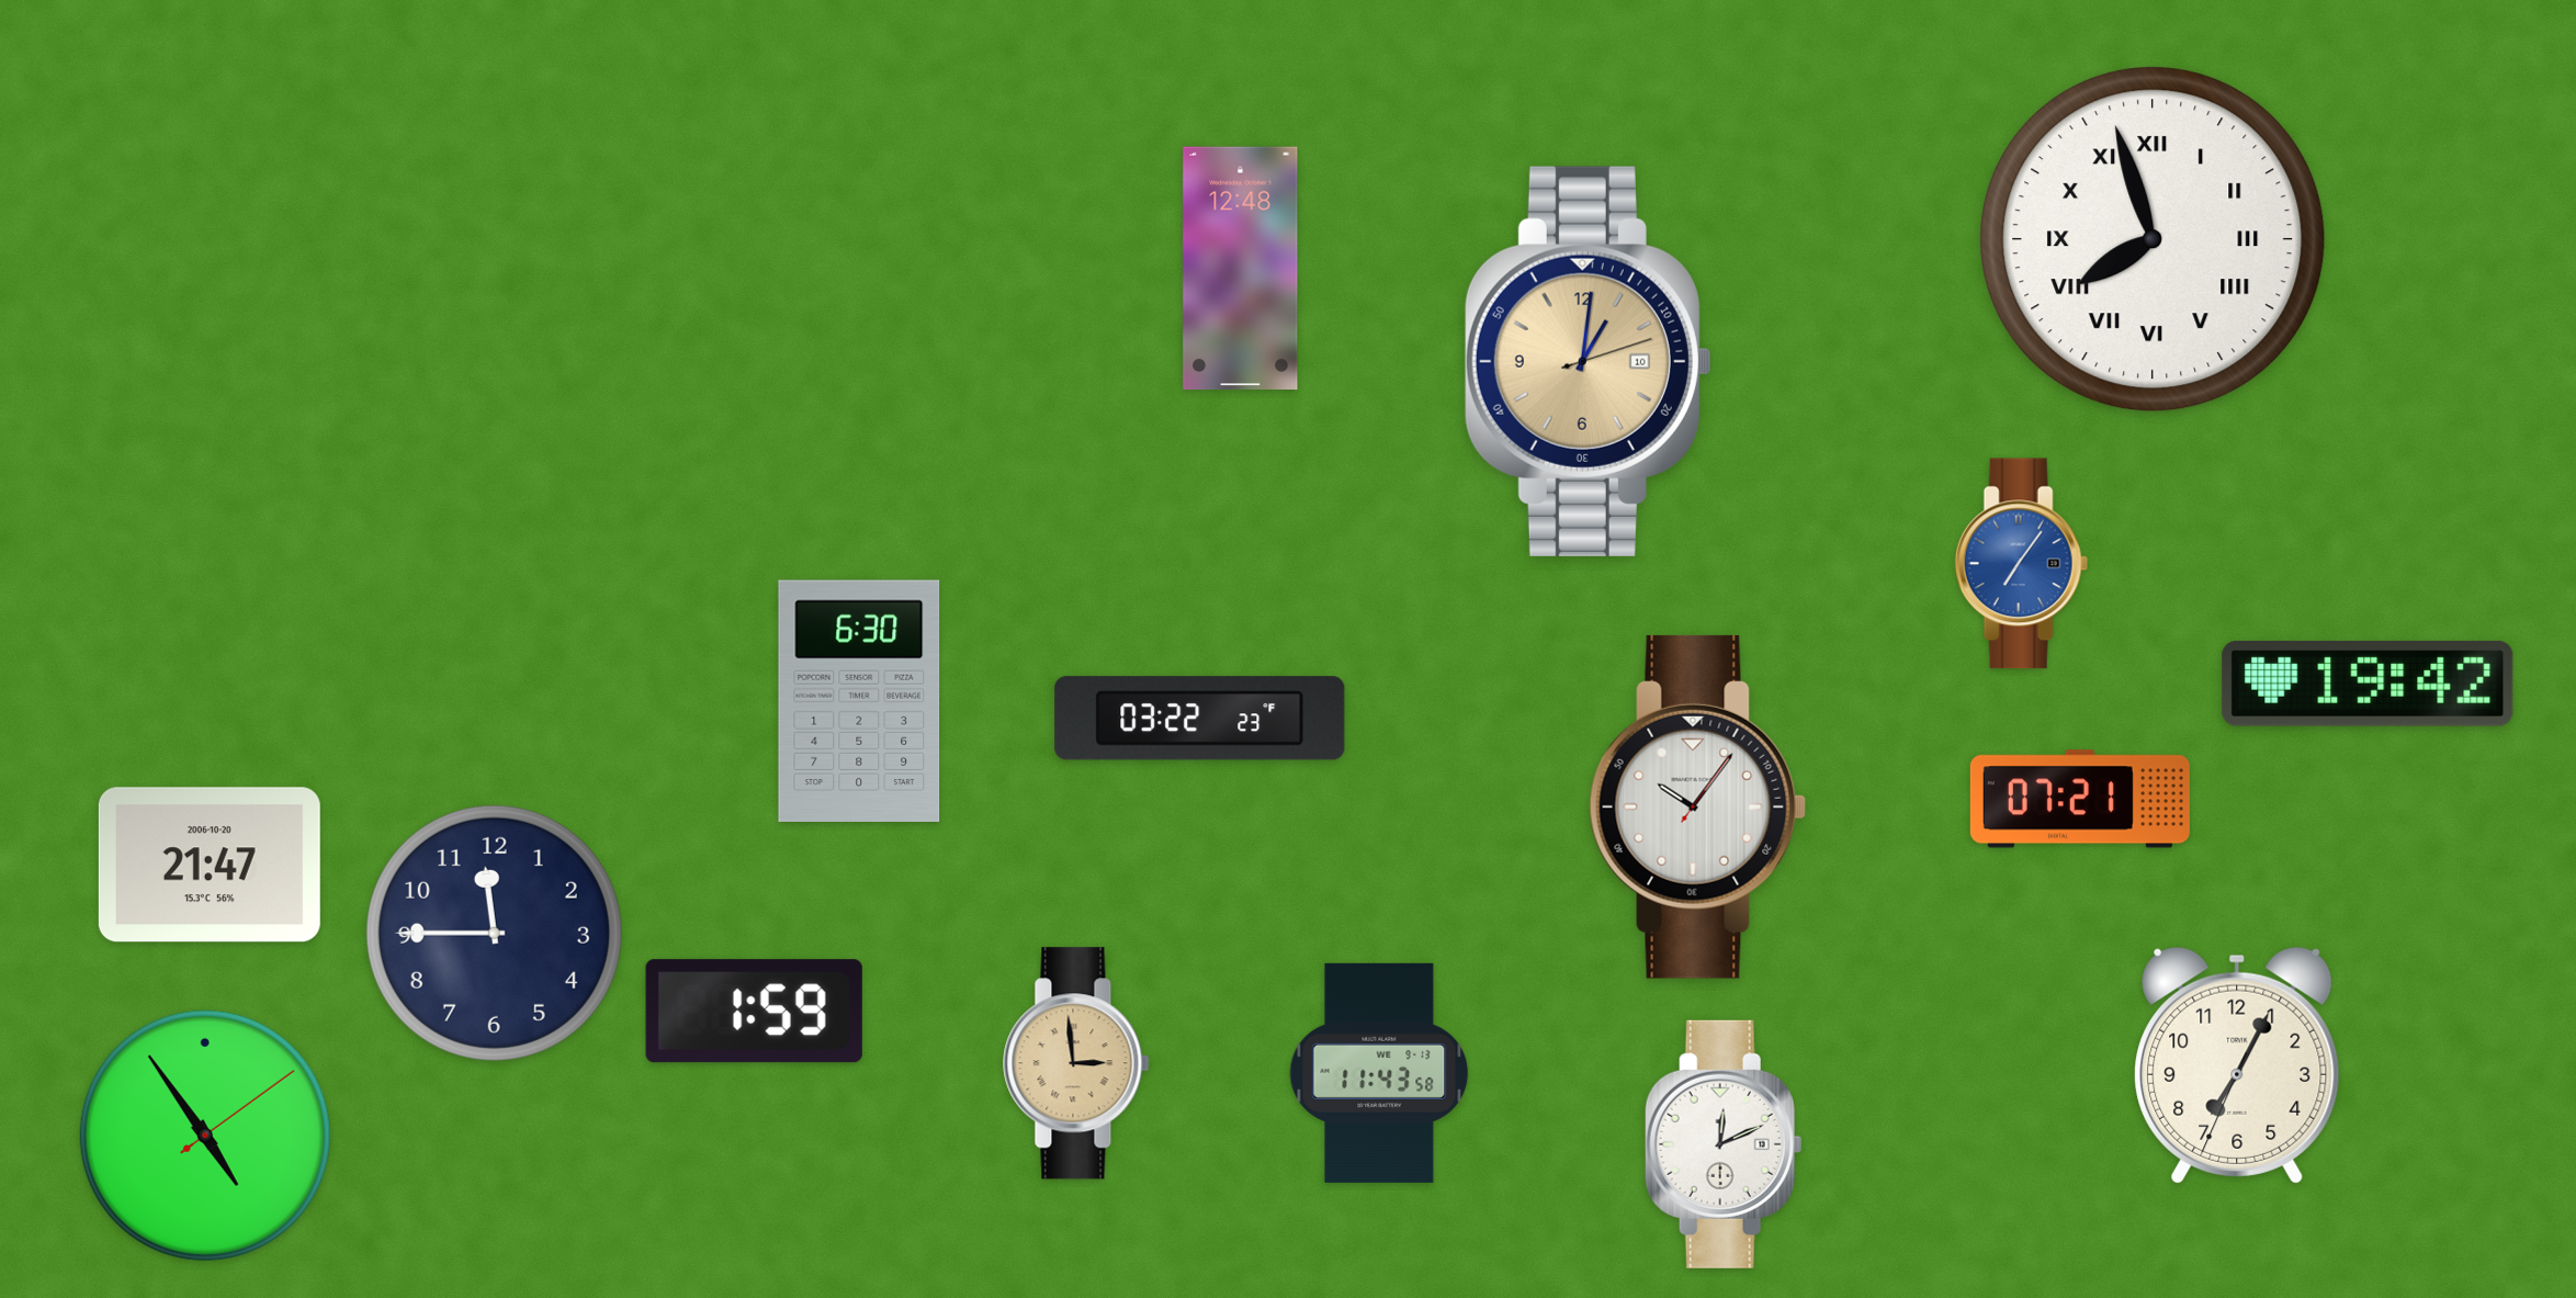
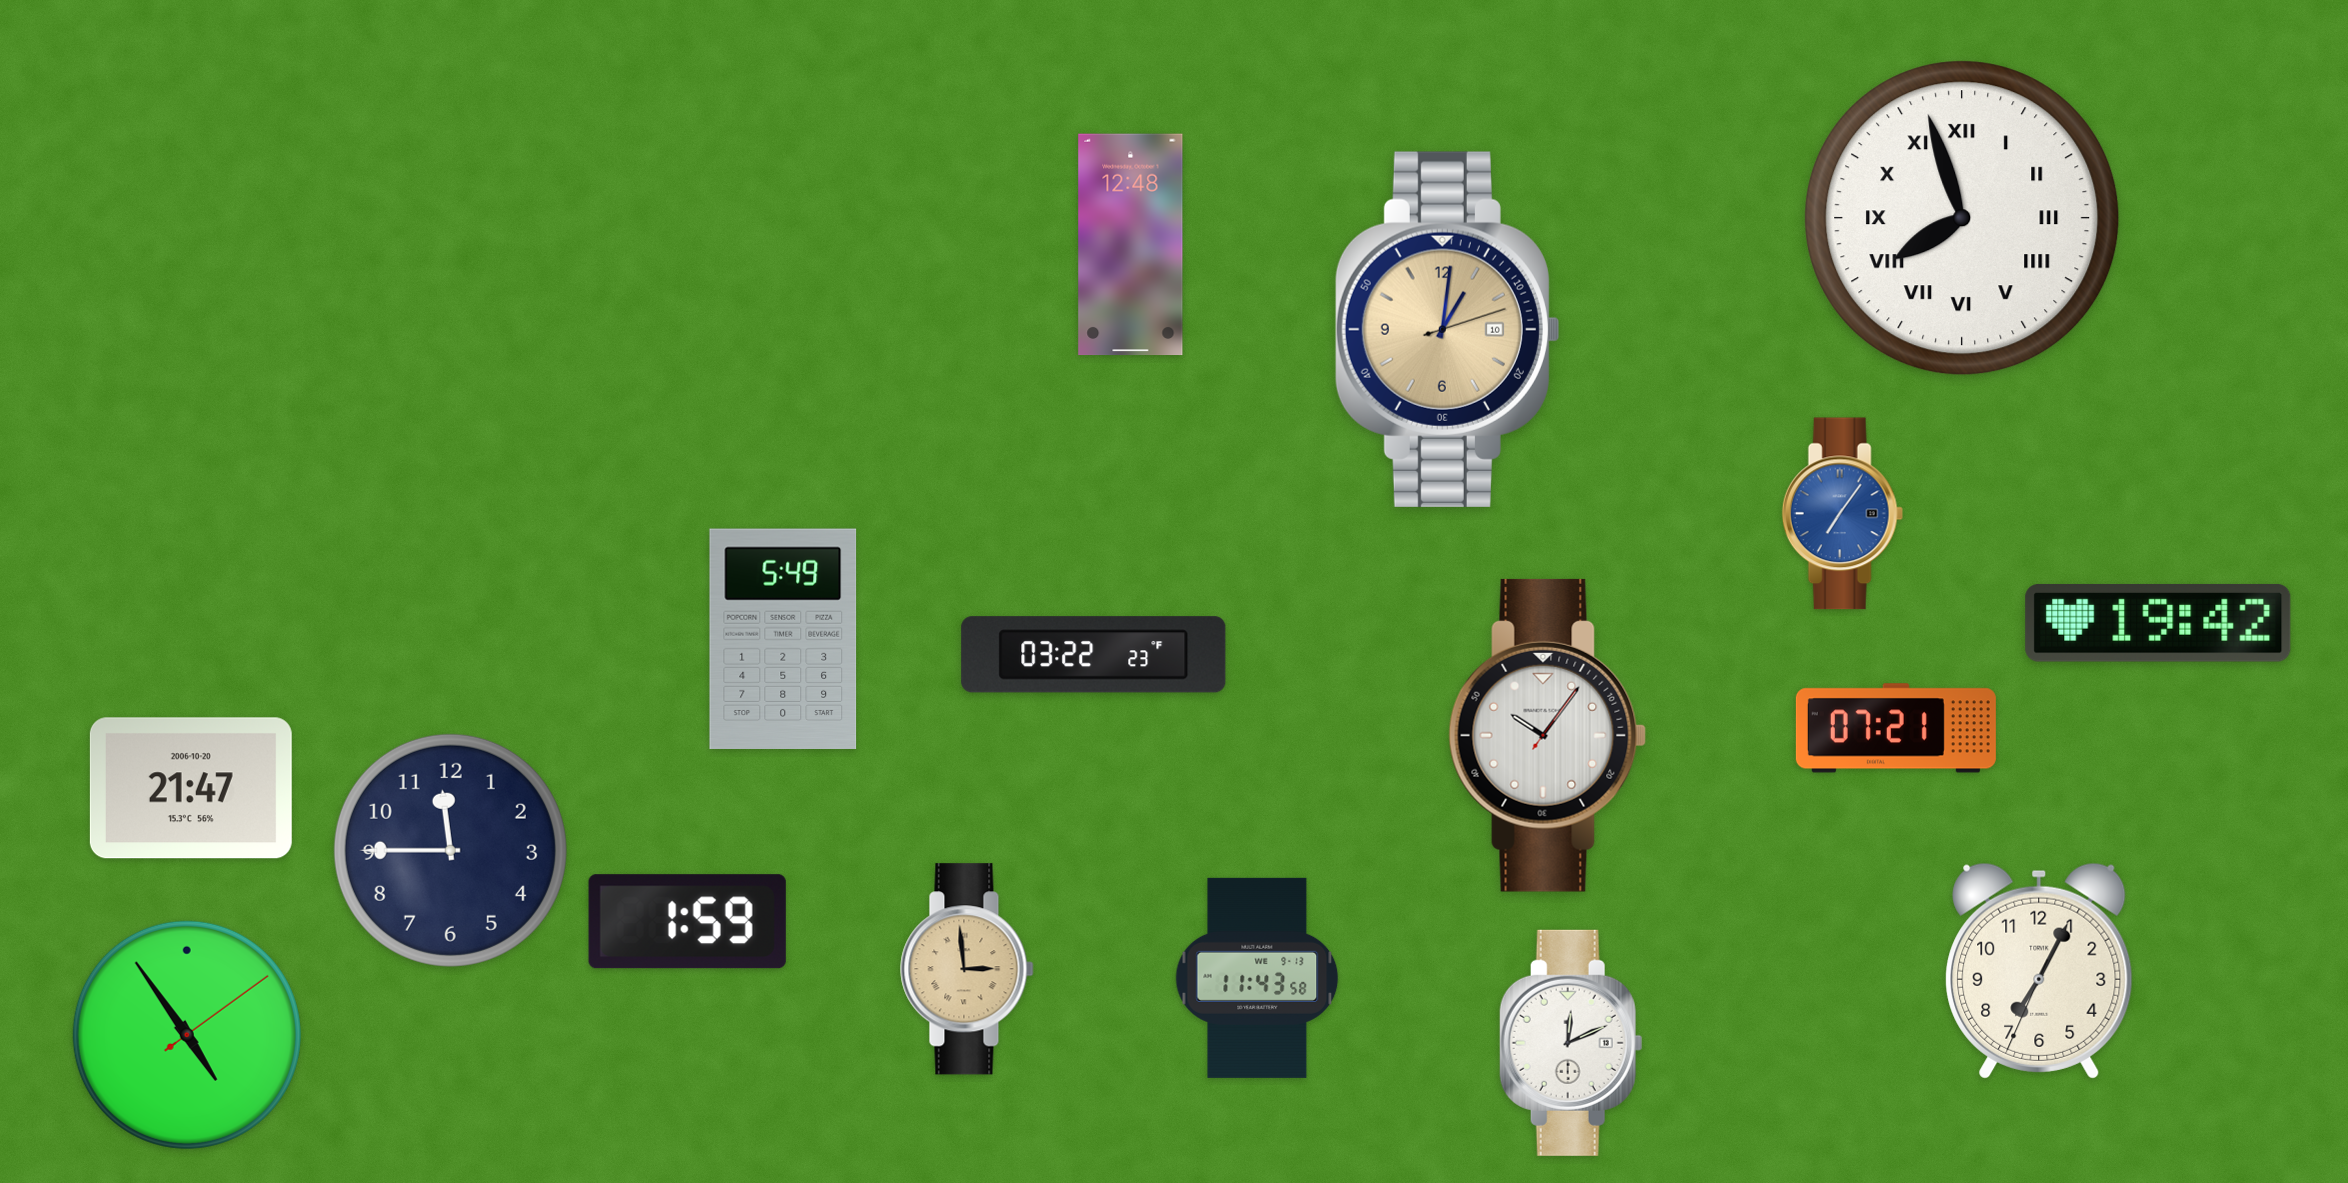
clock at (859, 700): 6:30 -> 5:49
clock at (1076, 1063) position: (1076, 1063) -> (967, 969)
